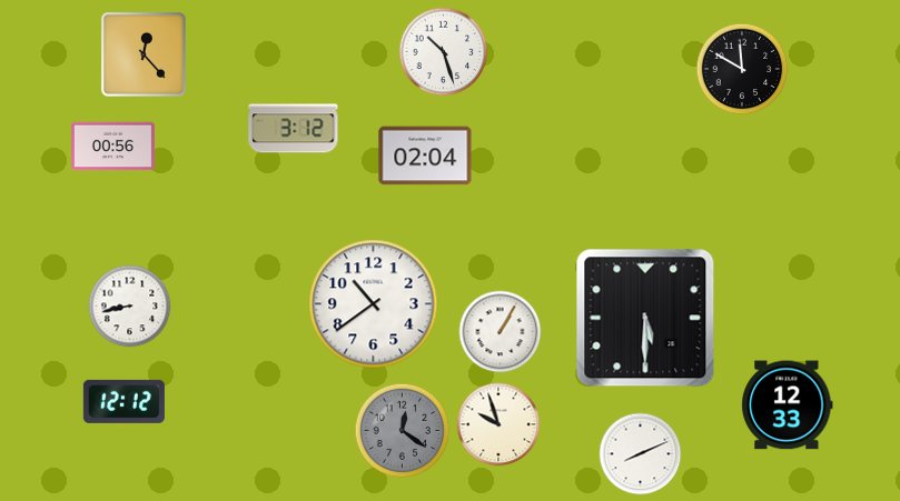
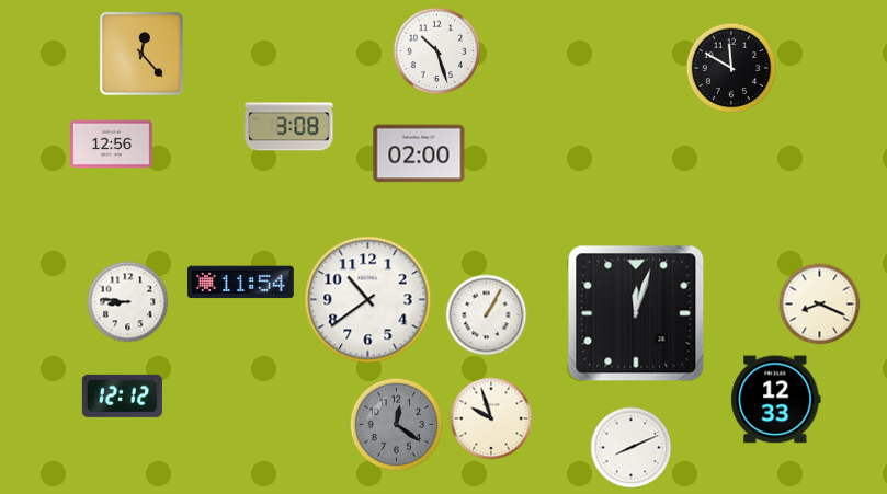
clock at (294, 129): 3:12 -> 3:08
clock at (112, 147): 00:56 -> 12:56
clock at (425, 156): 02:04 -> 02:00
clock at (240, 283): none -> 11:54
clock at (130, 307): 8:43 -> 8:46
clock at (820, 305): none -> 8:19
clock at (645, 318): 5:30 -> 12:03
clock at (501, 332) position: (501, 332) -> (487, 315)
